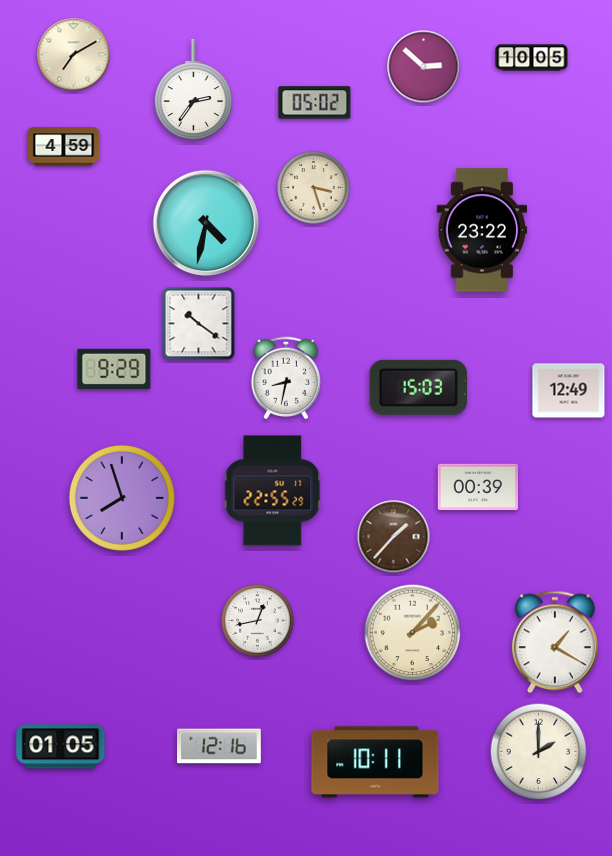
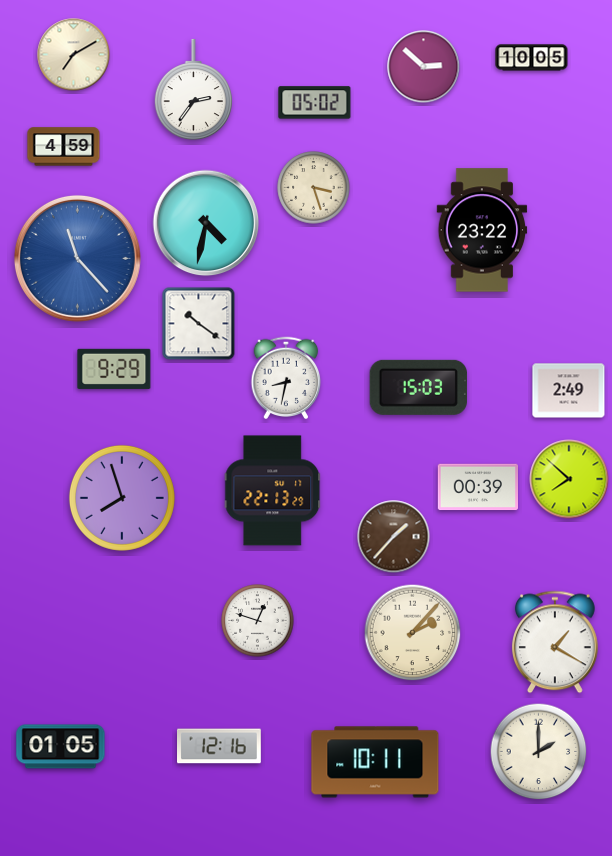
clock at (77, 258): none -> 11:23
clock at (569, 391): 12:49 -> 2:49
clock at (569, 479): none -> 7:52
clock at (273, 491): 22:55 -> 22:13
clock at (258, 621): 12:43 -> 12:48
